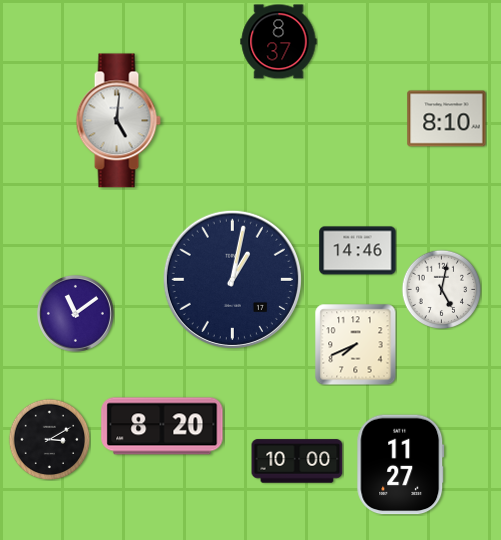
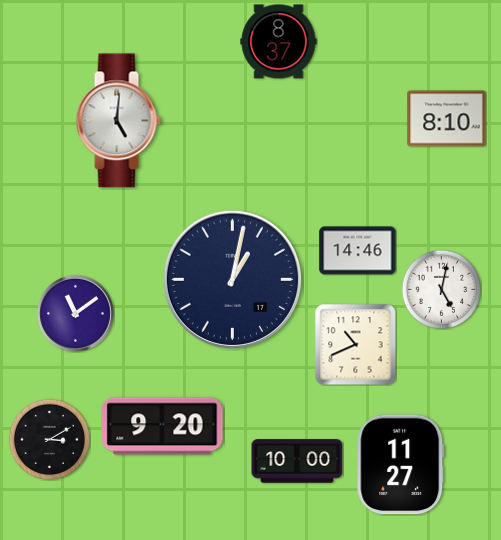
clock at (356, 345): 7:41 -> 10:41
clock at (162, 426): 8:20 -> 9:20
